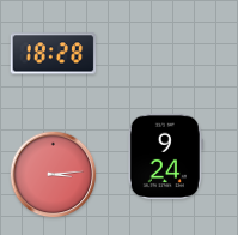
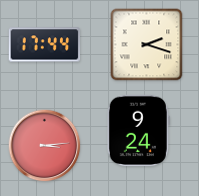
clock at (54, 54): 18:28 -> 17:44
clock at (147, 45): none -> 2:18
